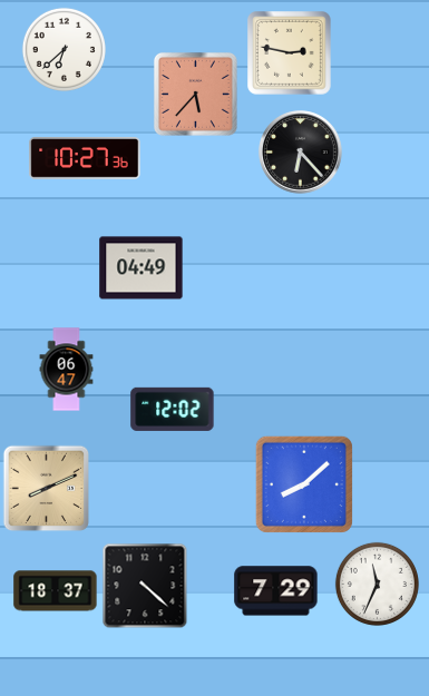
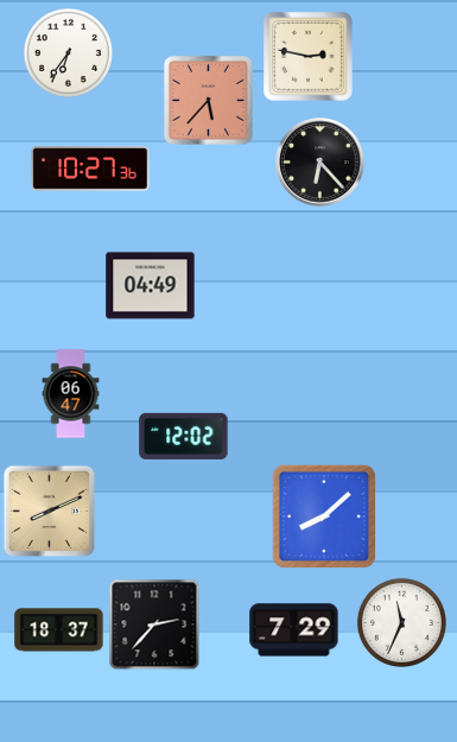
clock at (64, 49): 6:38 -> 6:36
clock at (47, 489) position: (47, 489) -> (50, 512)
clock at (145, 586): 4:22 -> 2:37
